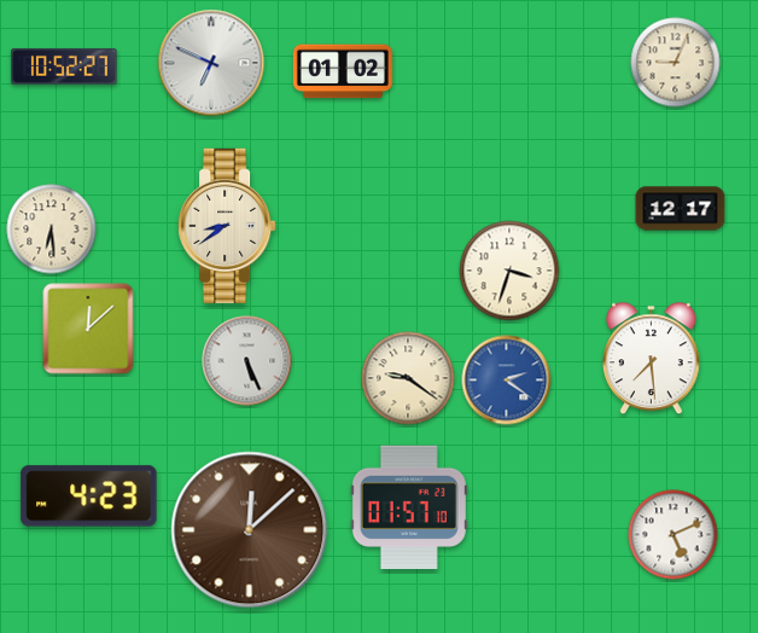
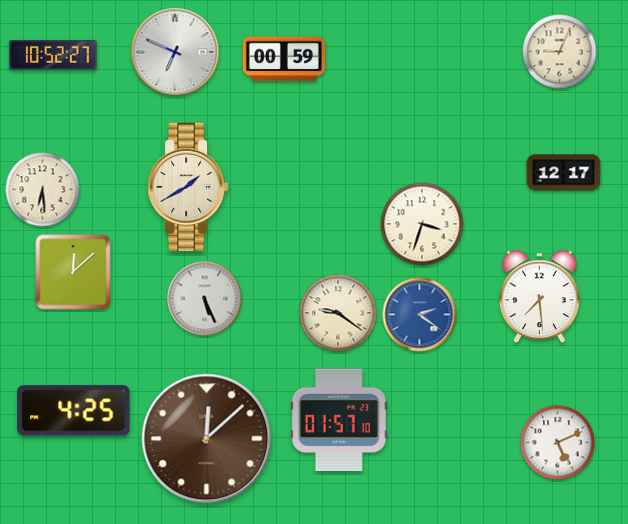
clock at (343, 71): 01:02 -> 00:59
clock at (227, 226): 8:39 -> 1:40
clock at (89, 496): 4:23 -> 4:25
